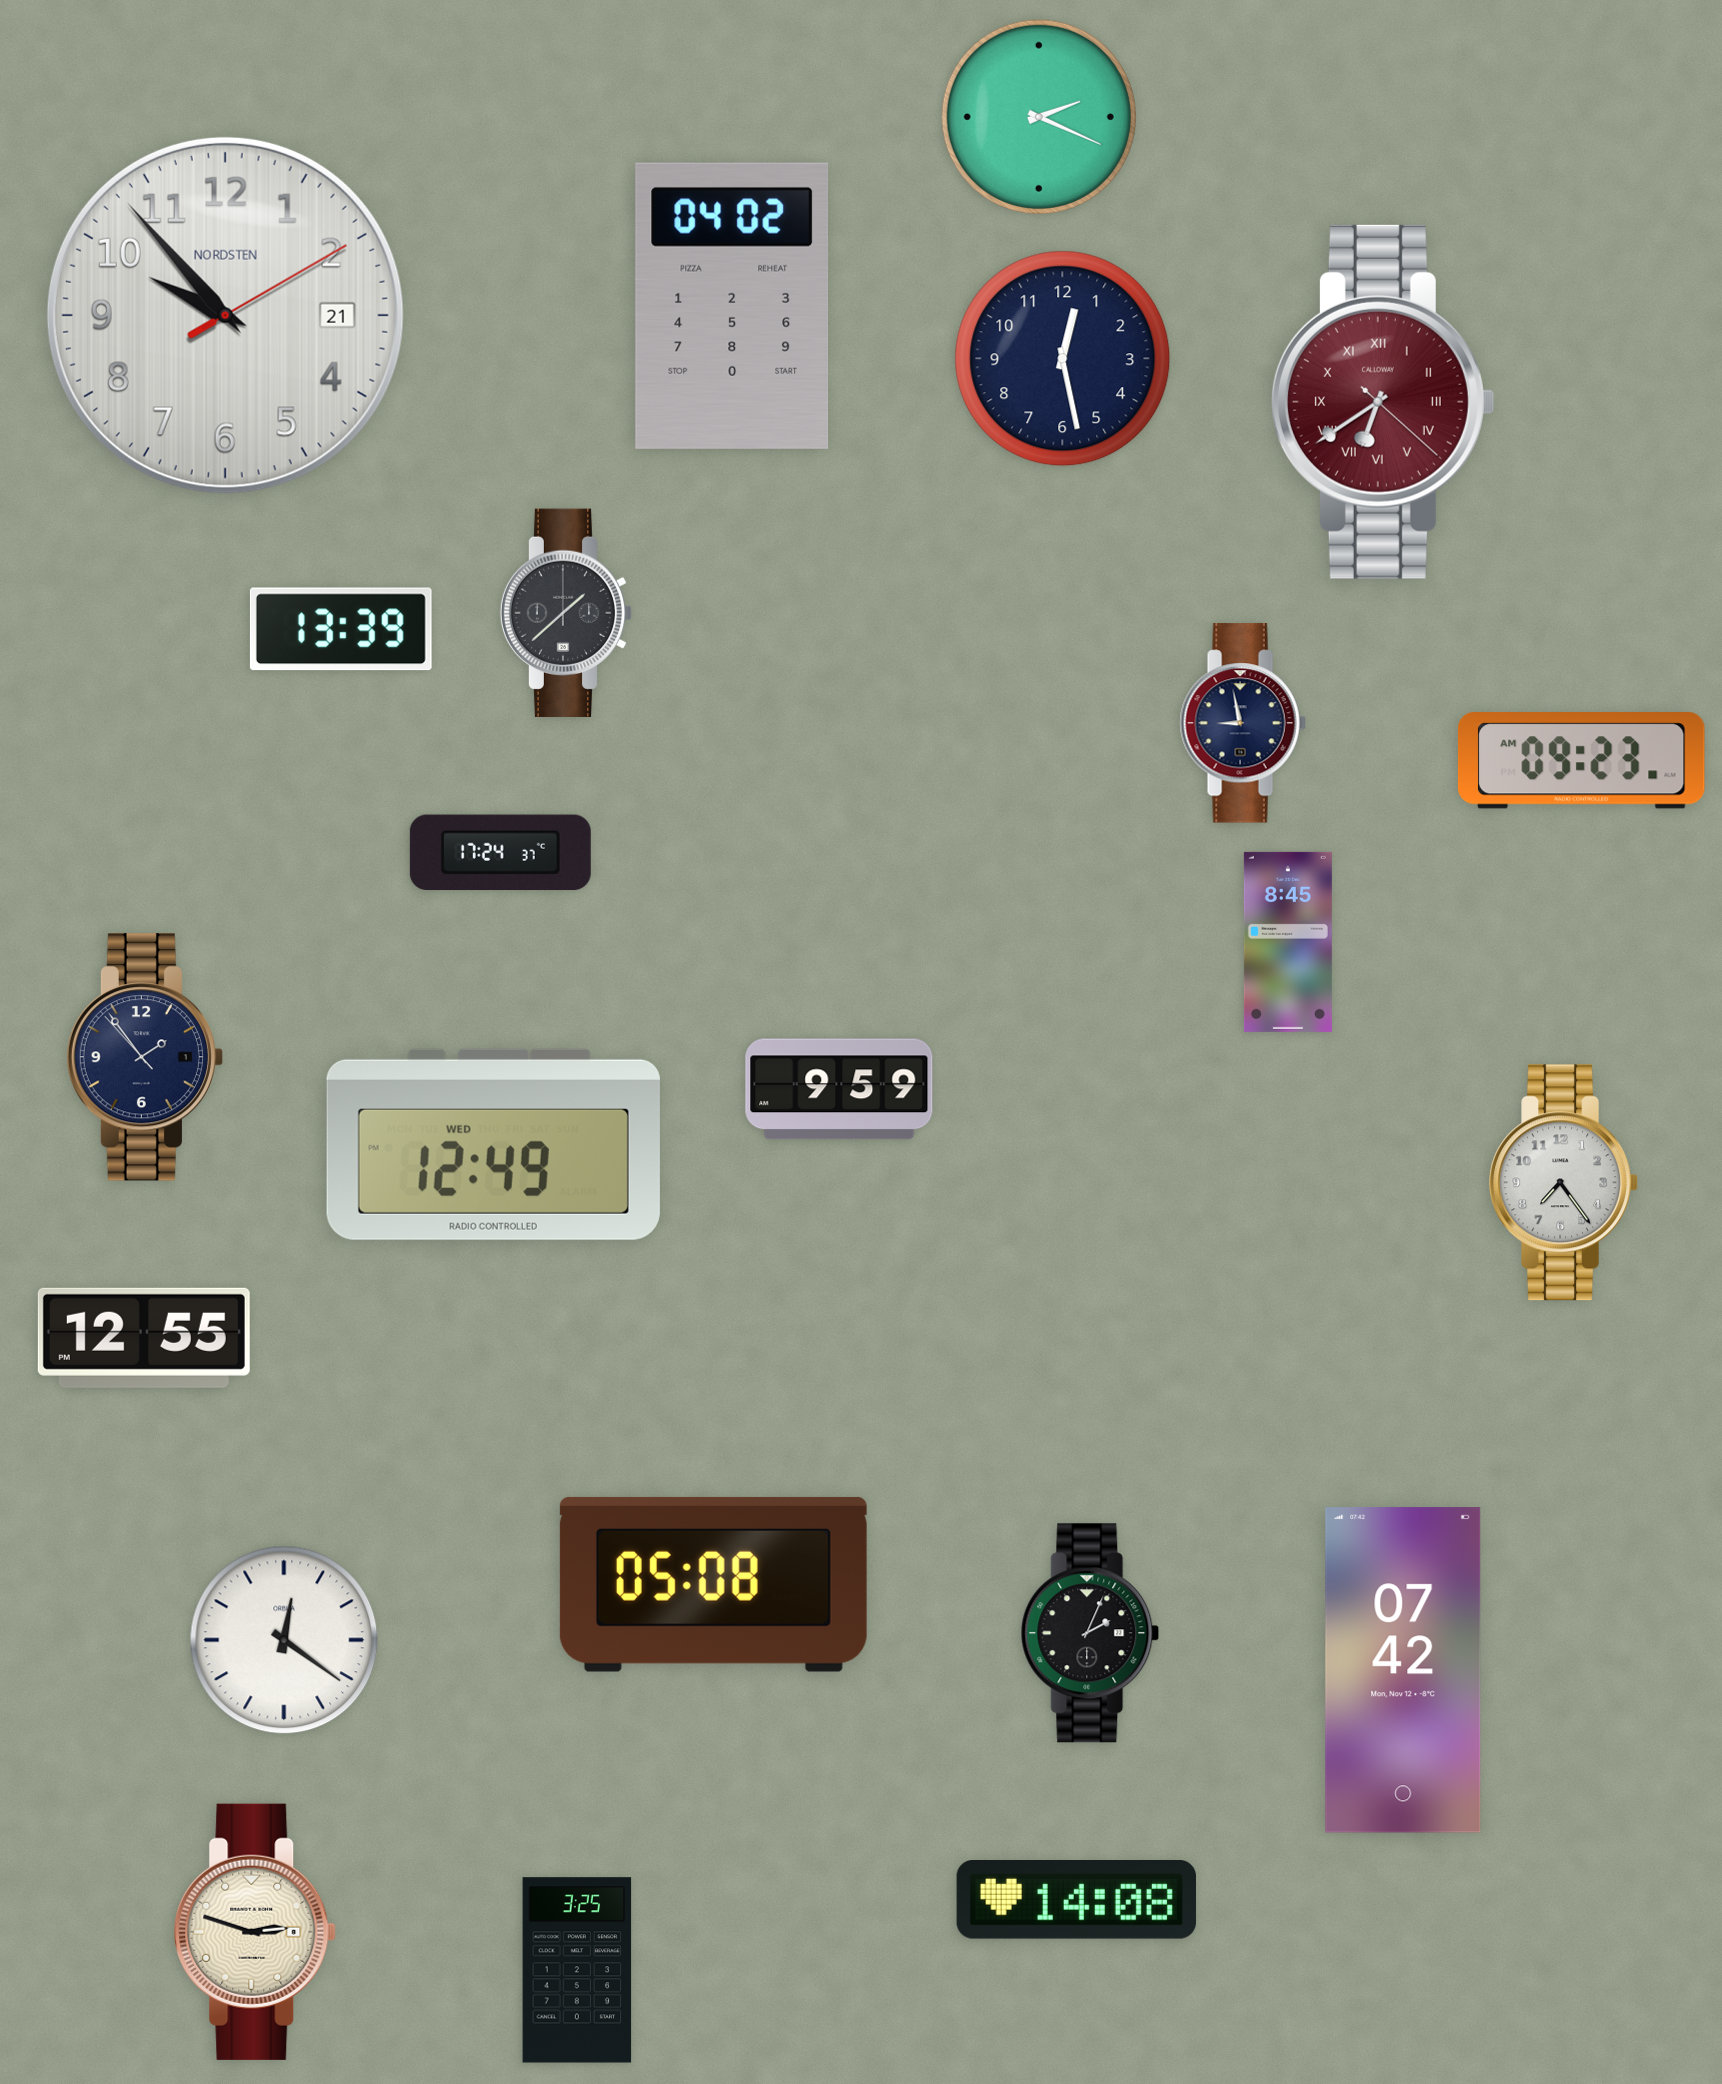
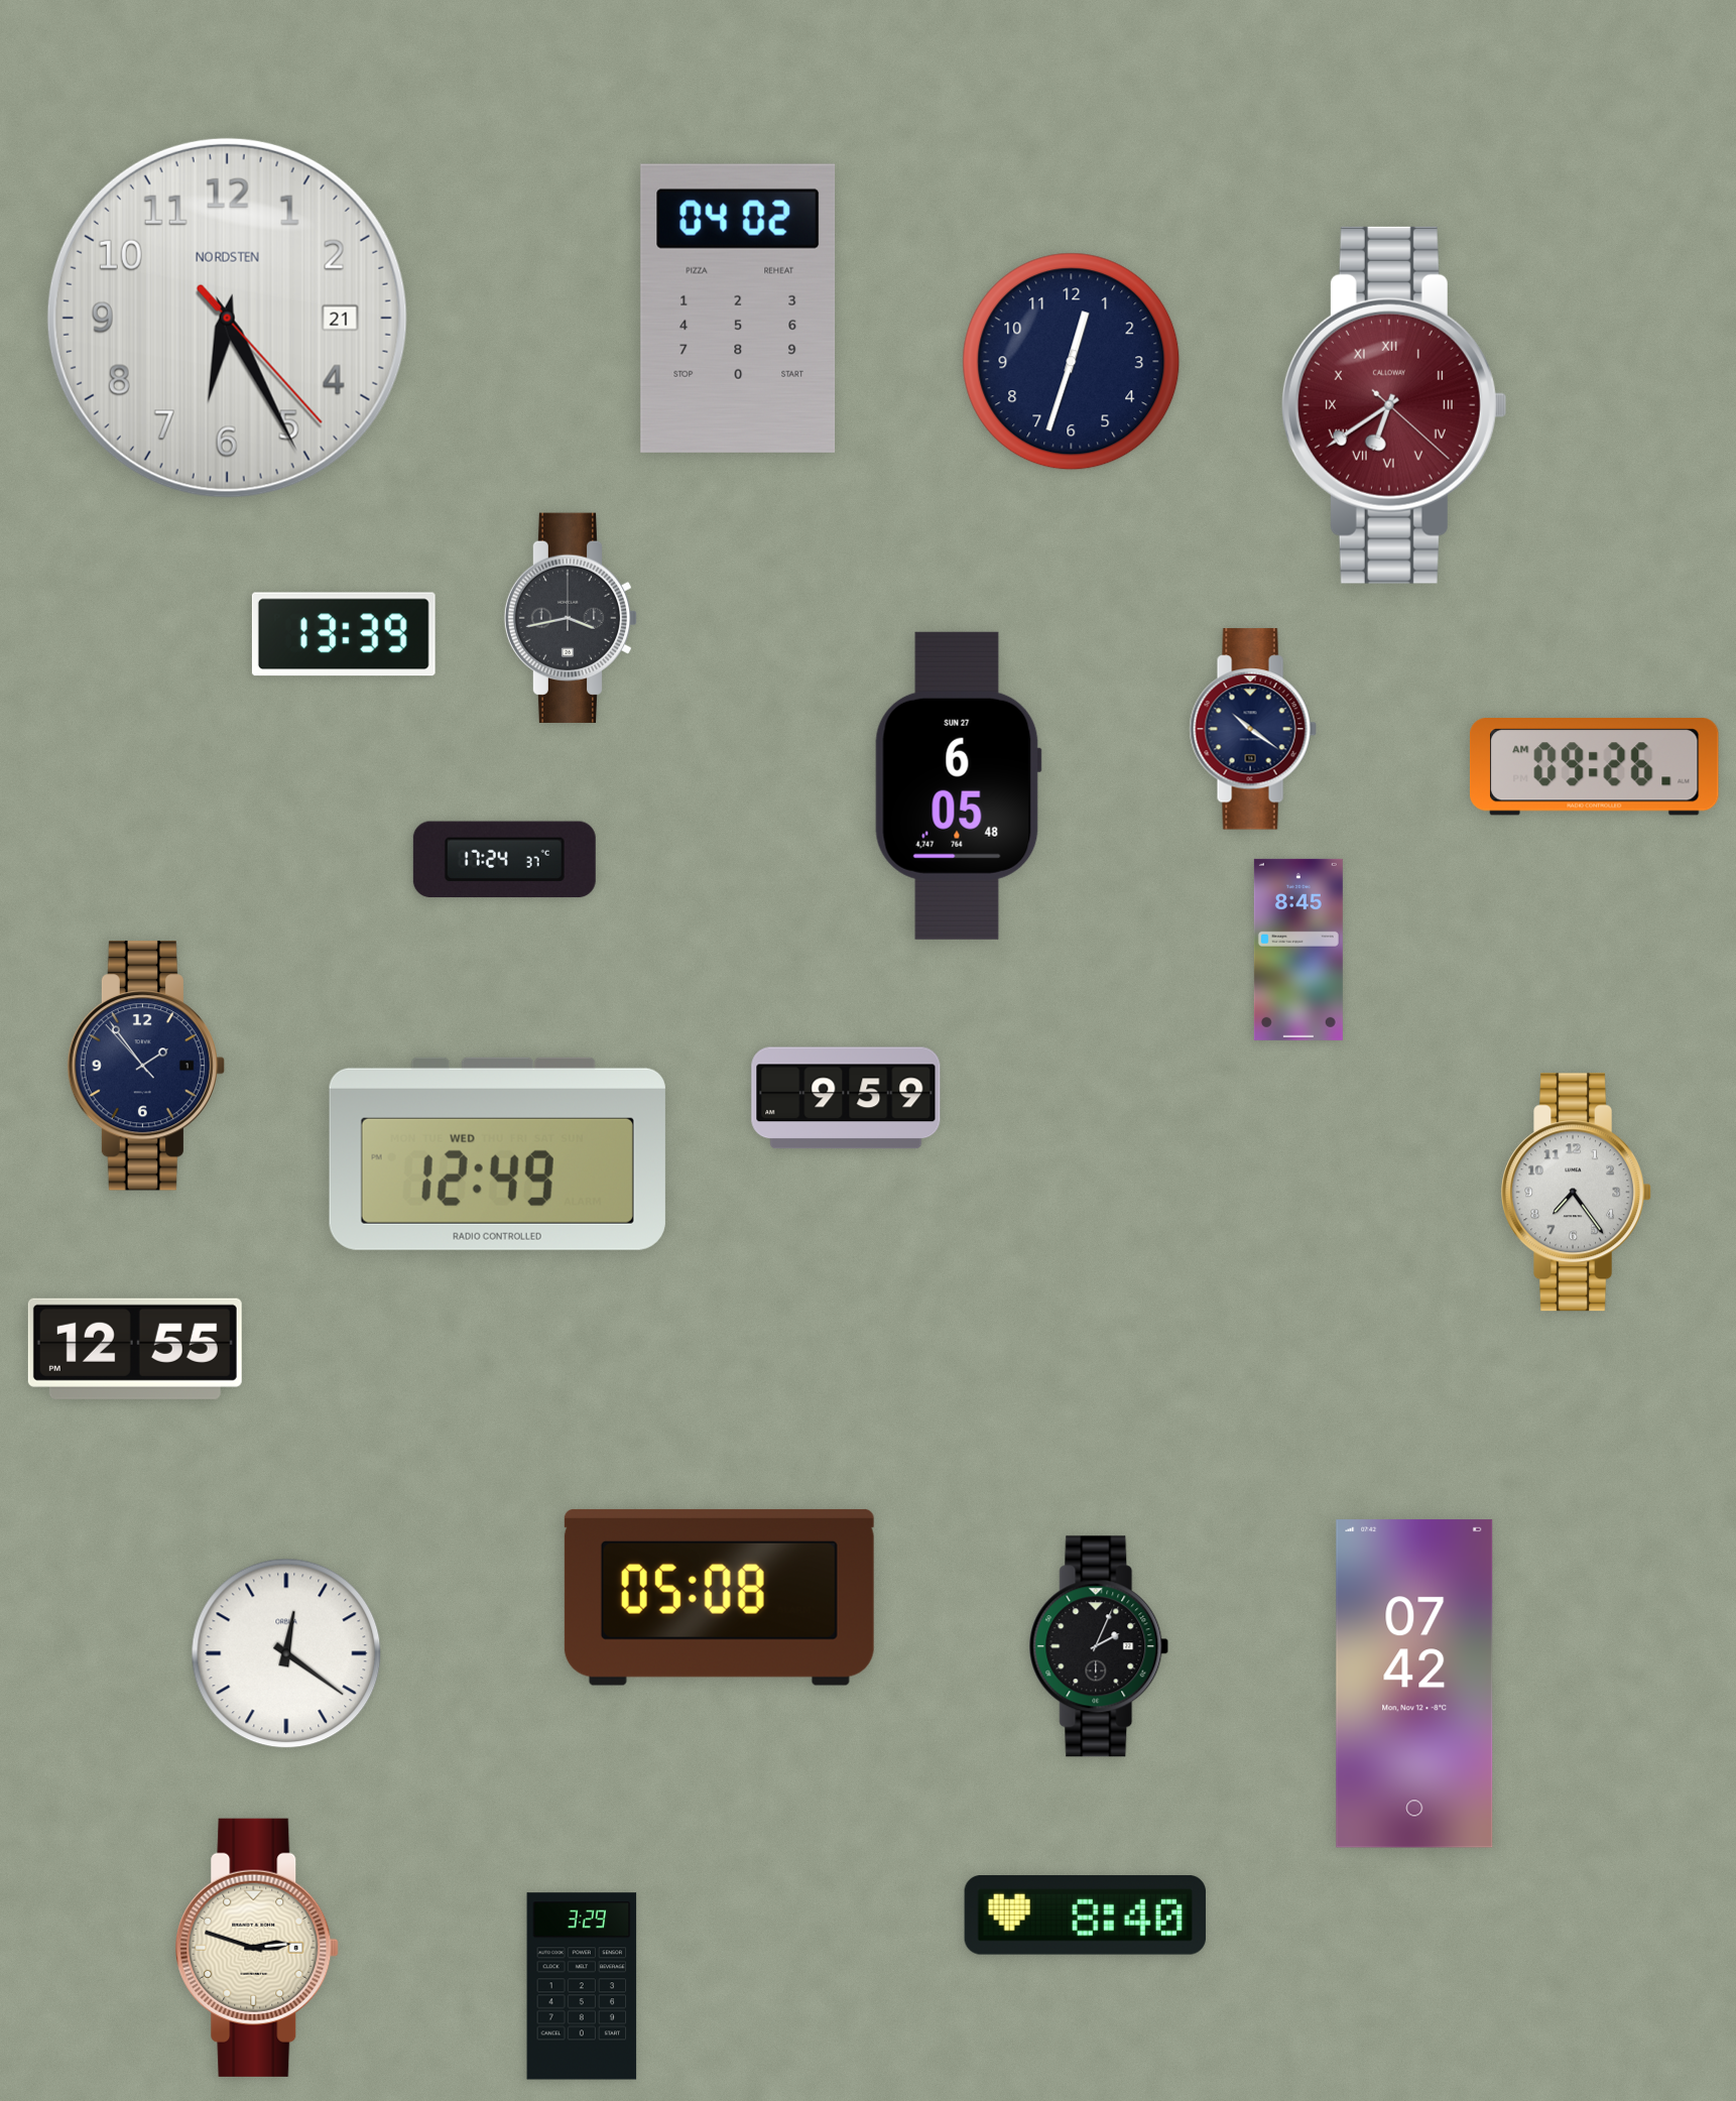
clock at (1039, 117): 2:19 -> none
clock at (225, 315): 9:53 -> 6:25
clock at (1063, 359): 12:28 -> 12:33
clock at (566, 613): 1:38 -> 3:43
clock at (1243, 723): 8:58 -> 10:21
clock at (1581, 761): 09:23 -> 09:26
clock at (958, 785): none -> 6:05
clock at (144, 1338) position: (144, 1338) -> (135, 1349)
clock at (1076, 1900): 14:08 -> 8:40
clock at (577, 1970): 3:25 -> 3:29
